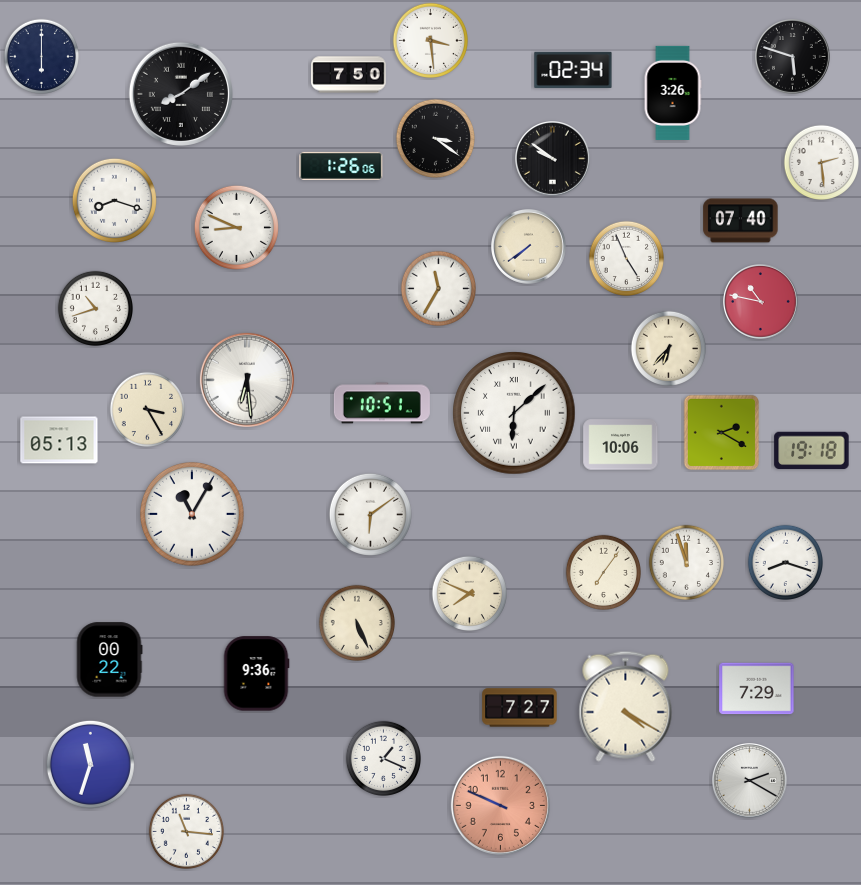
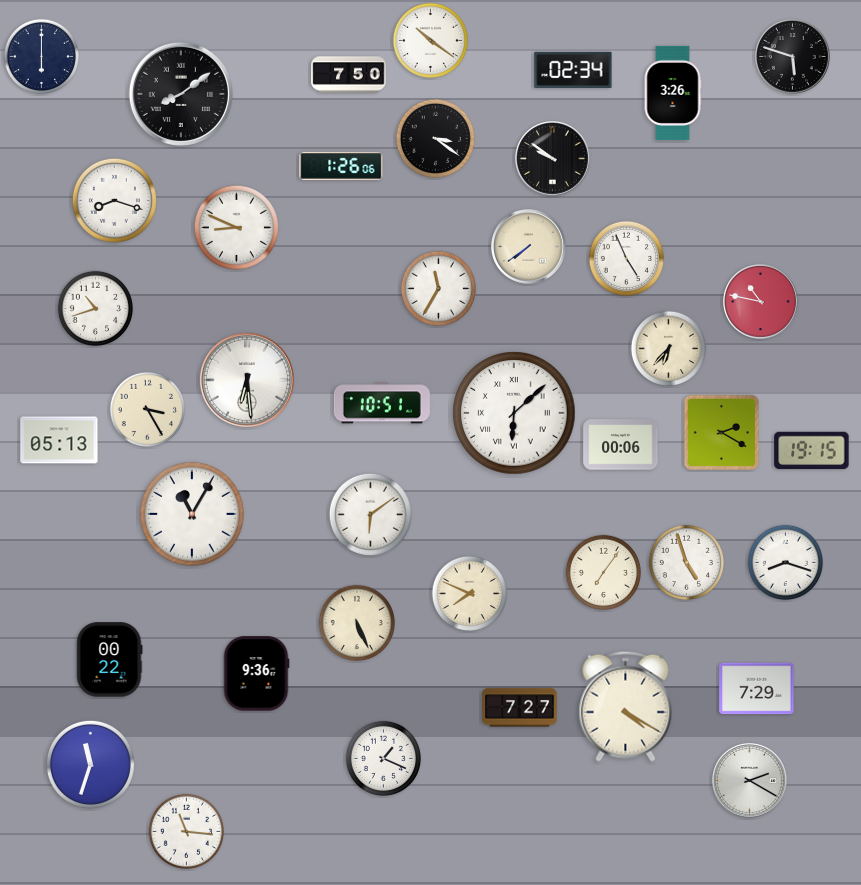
clock at (430, 40): 3:29 -> 10:21
clock at (821, 162): 2:29 -> none
clock at (741, 221): 07:40 -> none
clock at (621, 445): 10:06 -> 00:06
clock at (812, 451): 19:18 -> 19:15
clock at (686, 562): 11:57 -> 4:57
clock at (500, 805): 9:49 -> none
